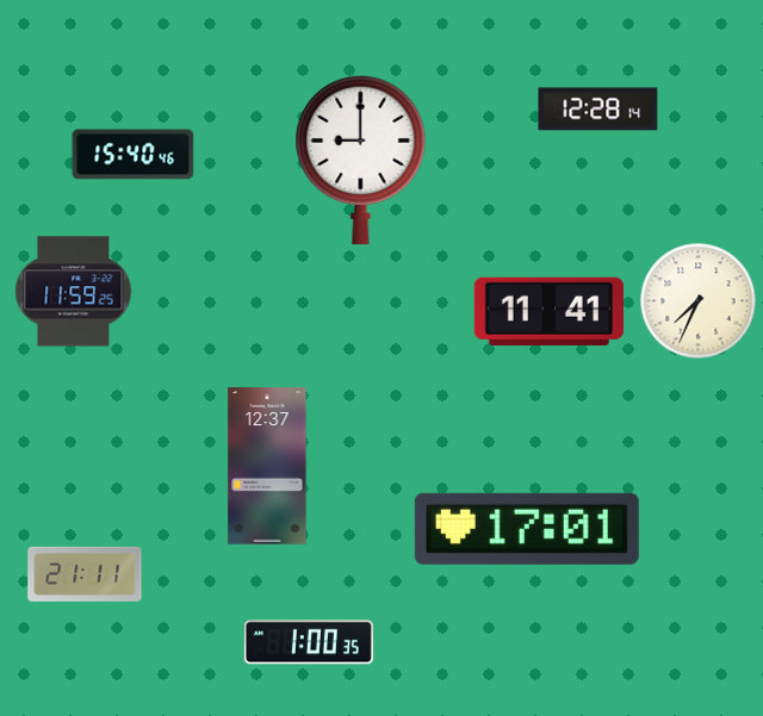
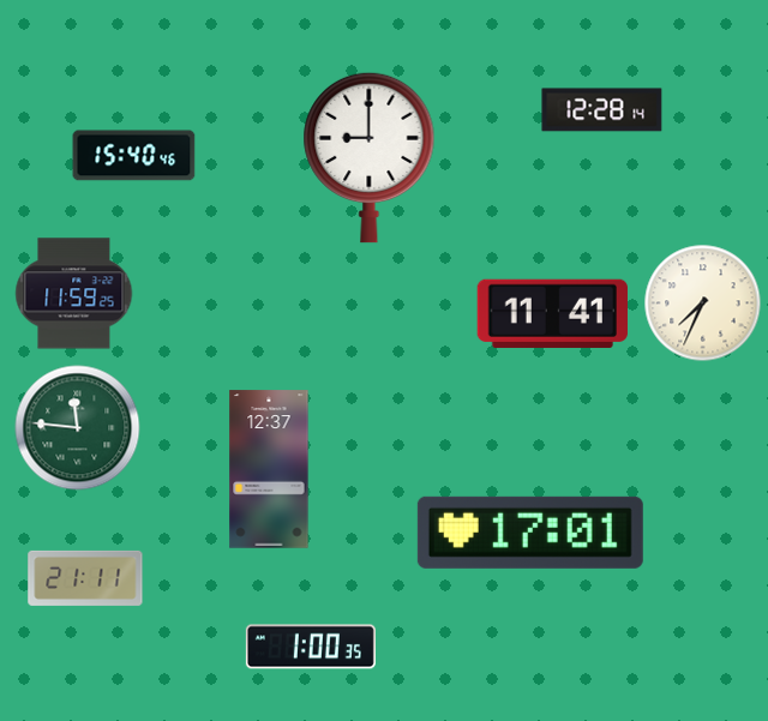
clock at (361, 160) position: (361, 160) -> (370, 157)
clock at (78, 428): none -> 11:46
